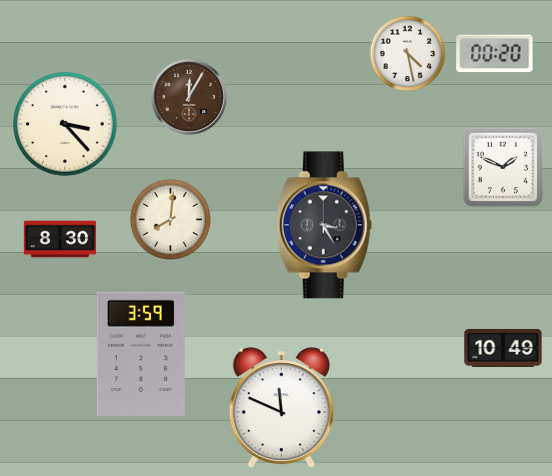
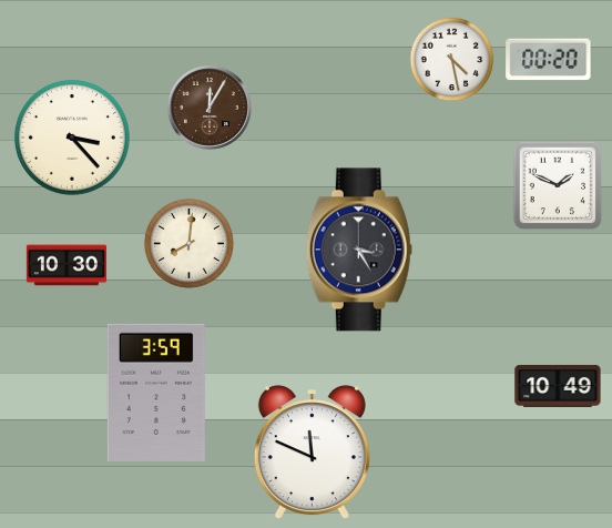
clock at (59, 239): 8:30 -> 10:30
